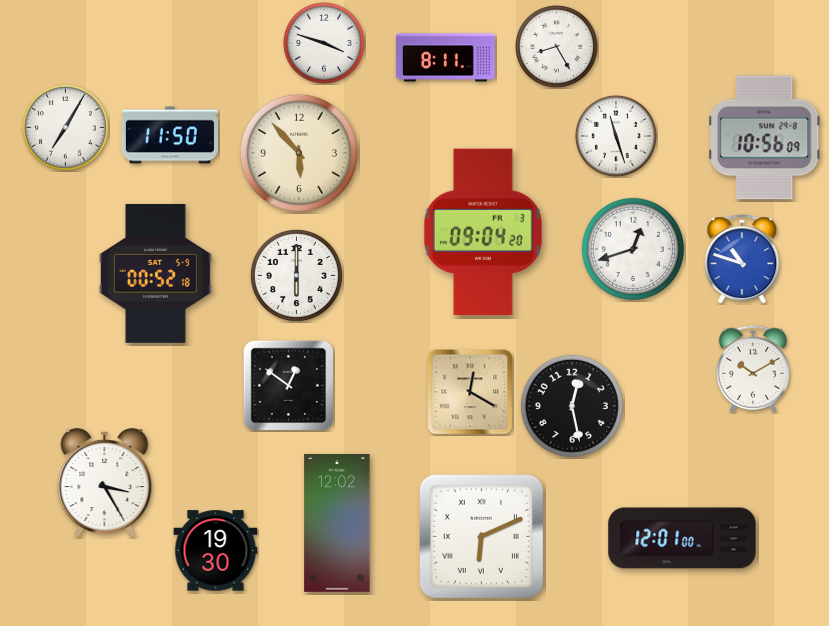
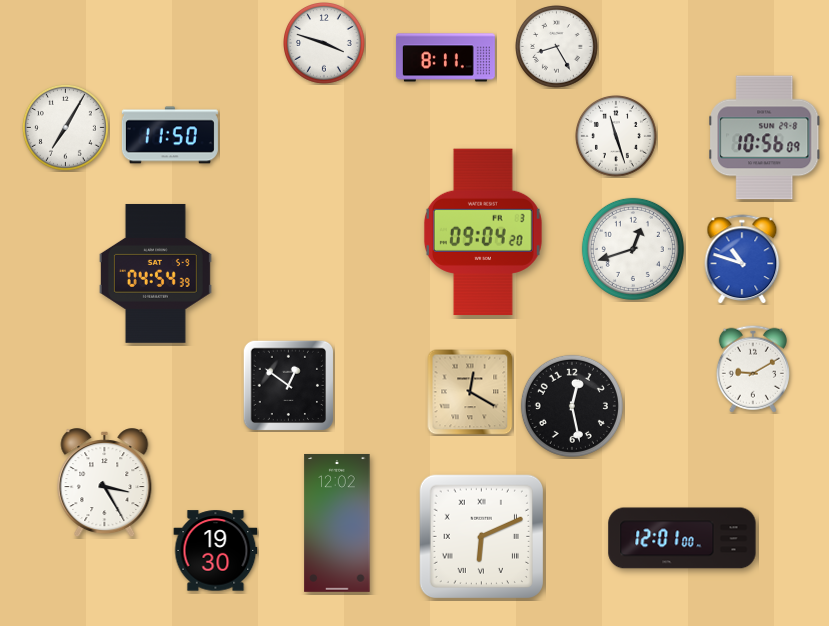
clock at (299, 153): 5:53 -> none
clock at (155, 273): 00:52 -> 04:54
clock at (296, 275): 6:00 -> none
clock at (753, 369): 10:10 -> 9:10
